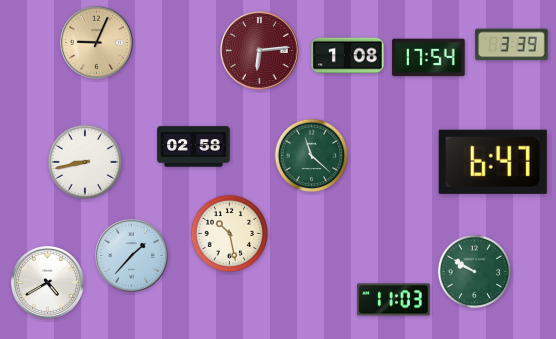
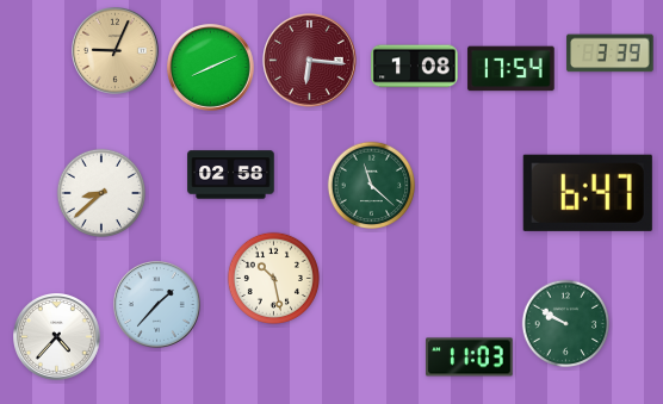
clock at (260, 51): 6:14 -> 6:16
clock at (211, 68): none -> 8:11
clock at (84, 161): 8:43 -> 8:38
clock at (48, 283): 4:40 -> 4:37
